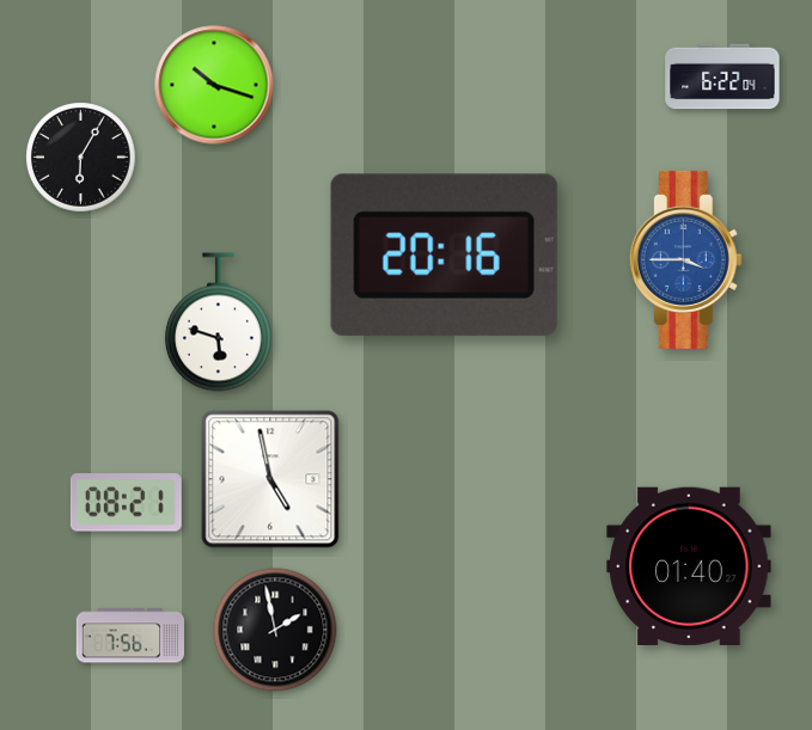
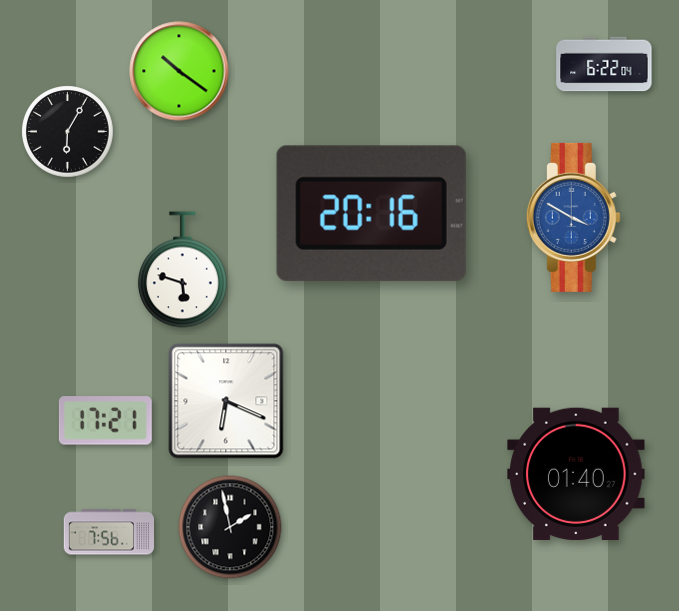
clock at (214, 85): 10:18 -> 10:21
clock at (685, 259): 3:45 -> 3:50
clock at (270, 479): 4:58 -> 6:19
clock at (126, 503): 08:21 -> 17:21
